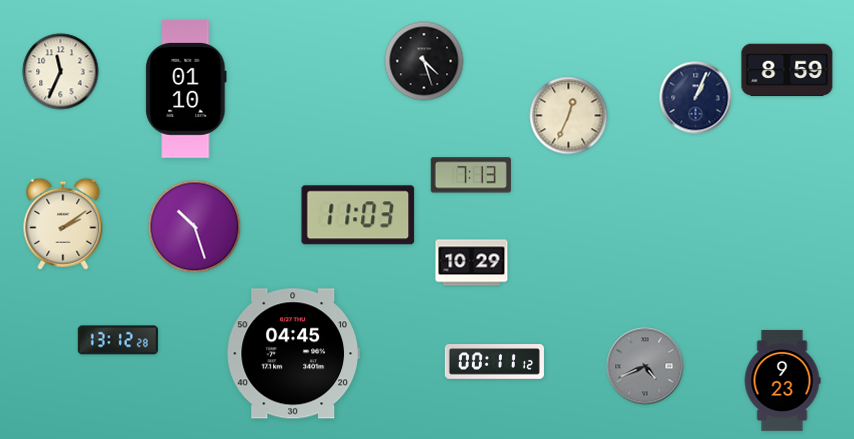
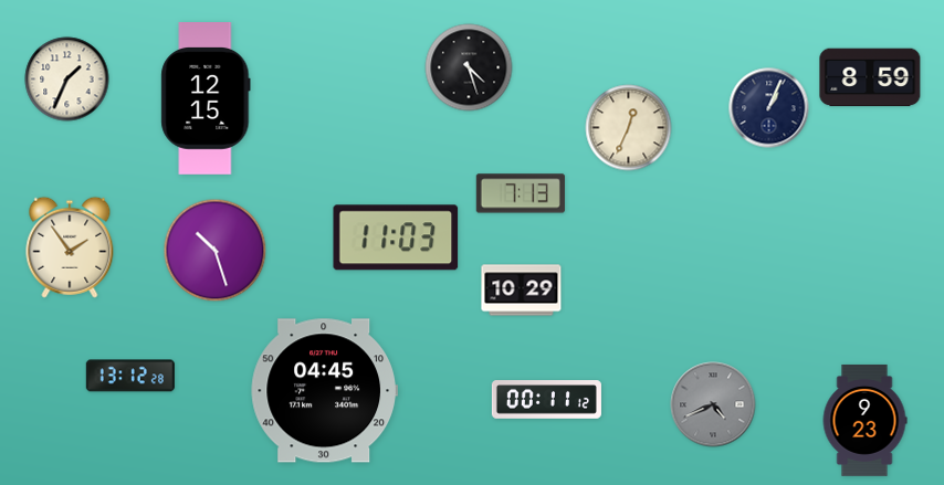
clock at (61, 72): 11:34 -> 1:34
clock at (186, 90): 01:10 -> 12:15
clock at (63, 224): 2:09 -> 1:54
